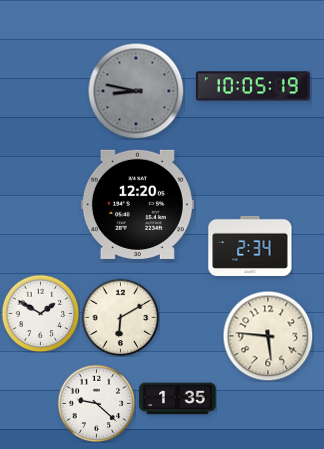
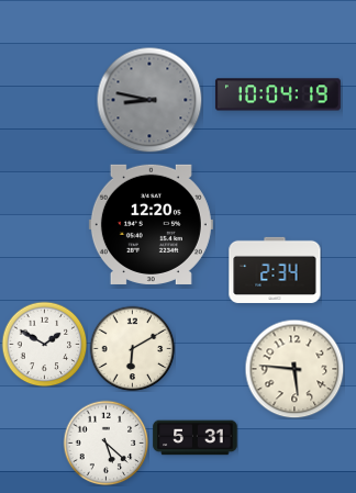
clock at (253, 86): 10:05 -> 10:04
clock at (178, 399): 1:35 -> 5:31
clock at (96, 403): 9:22 -> 5:22
